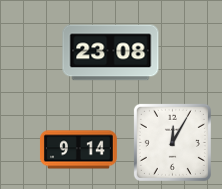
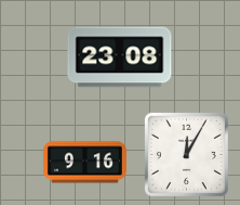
clock at (78, 150): 9:14 -> 9:16
